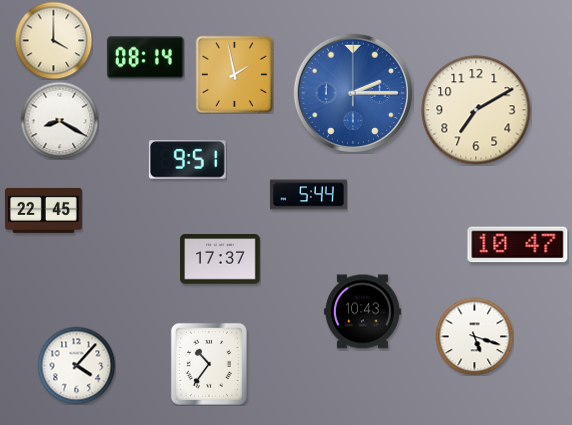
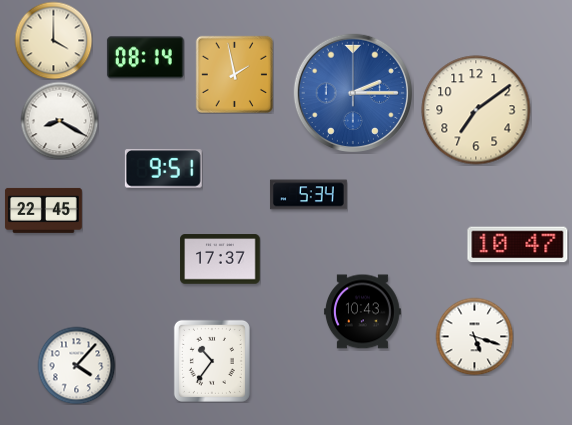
clock at (476, 110): 7:10 -> 7:09
clock at (187, 160) position: (187, 160) -> (163, 169)
clock at (308, 195): 5:44 -> 5:34
clock at (209, 364) position: (209, 364) -> (212, 361)
